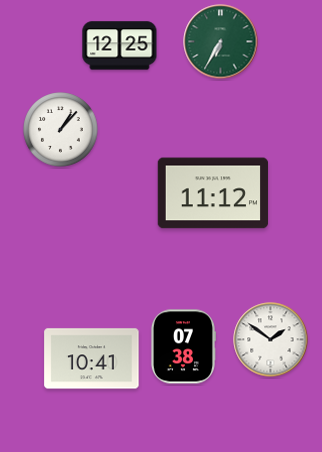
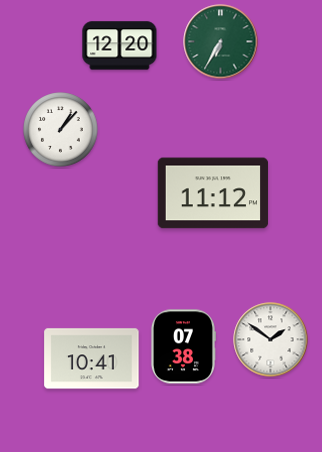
clock at (120, 46): 12:25 -> 12:20
